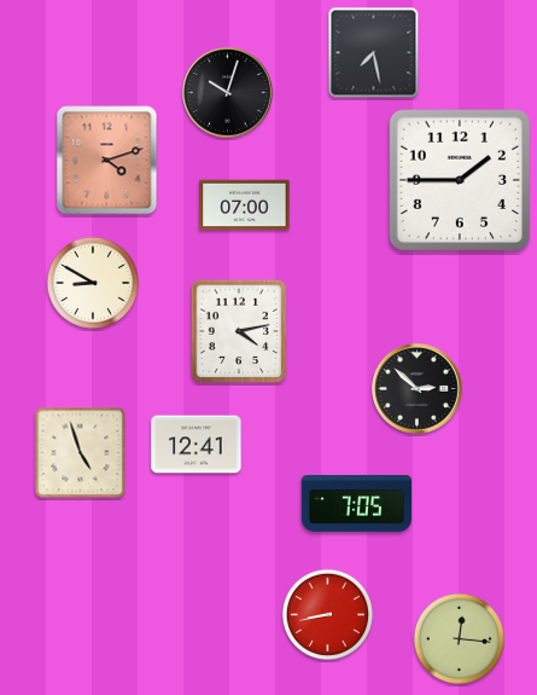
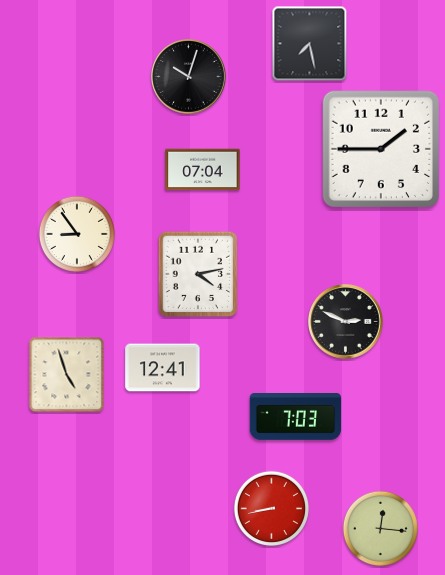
clock at (107, 161): 4:12 -> none
clock at (245, 205): 07:00 -> 07:04
clock at (92, 282): 8:50 -> 8:54
clock at (418, 389): 2:52 -> 2:49
clock at (357, 504): 7:05 -> 7:03
